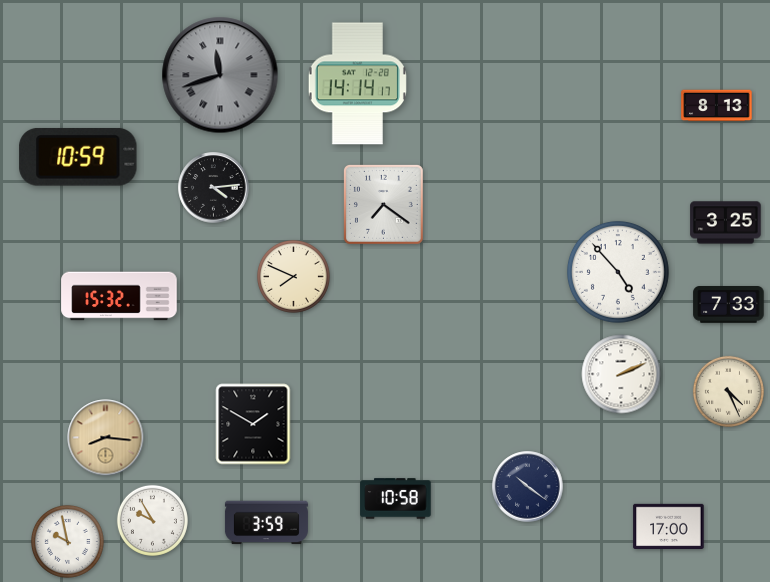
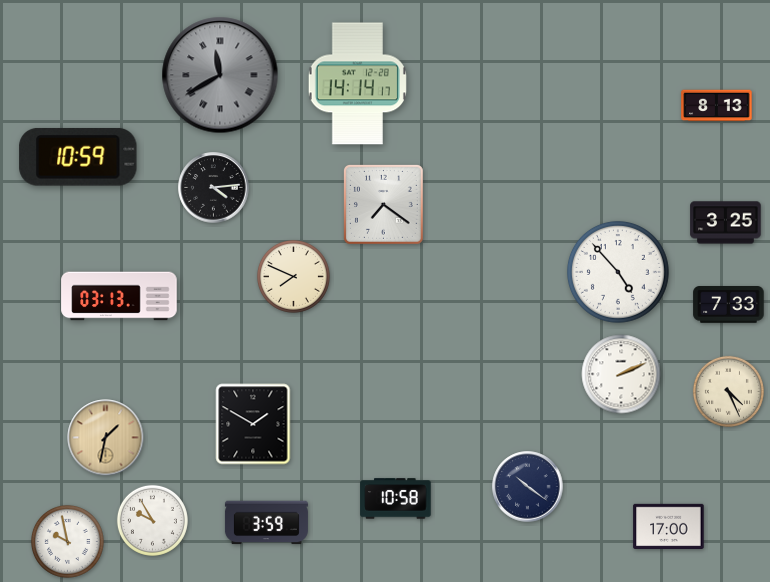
clock at (220, 75): 11:42 -> 11:40
clock at (119, 296): 15:32 -> 03:13
clock at (106, 438): 8:16 -> 1:32
